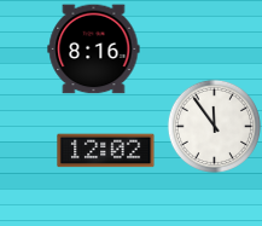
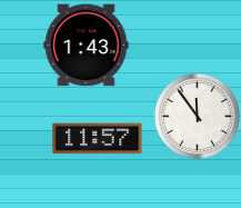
clock at (94, 50): 8:16 -> 1:43
clock at (106, 151): 12:02 -> 11:57
